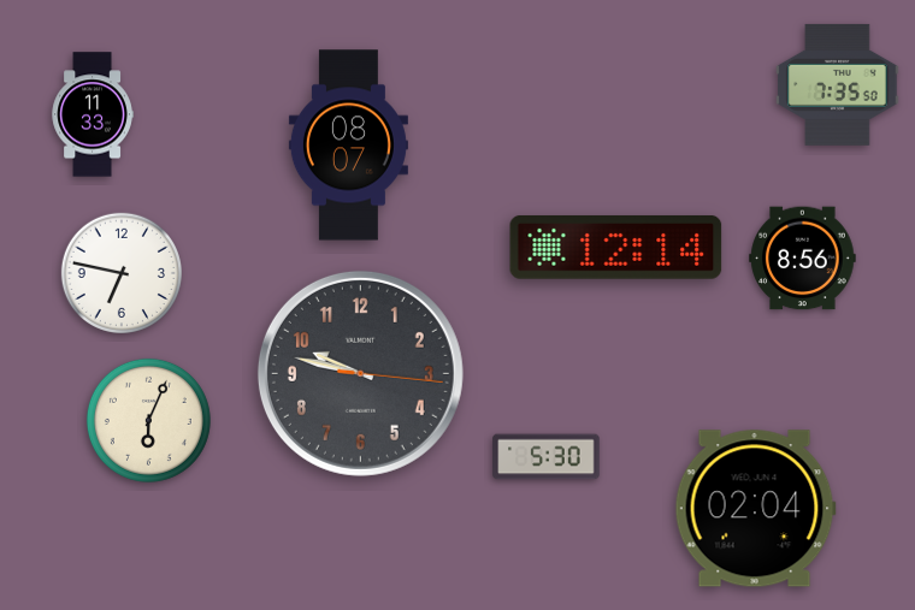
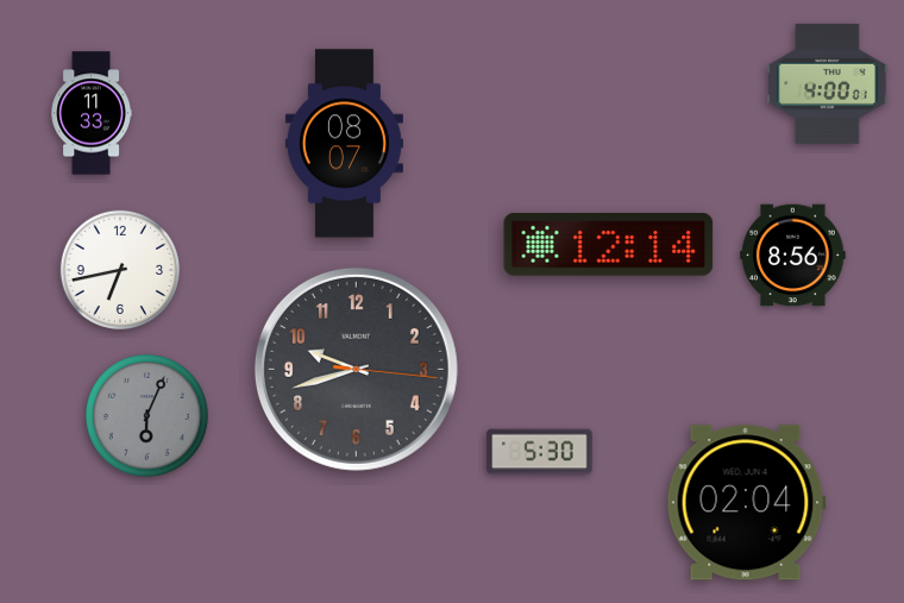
clock at (838, 84): 7:35 -> 4:00
clock at (120, 272): 6:47 -> 6:43
clock at (360, 373): 9:47 -> 9:42
clock at (148, 420) dial: cream -> grey
